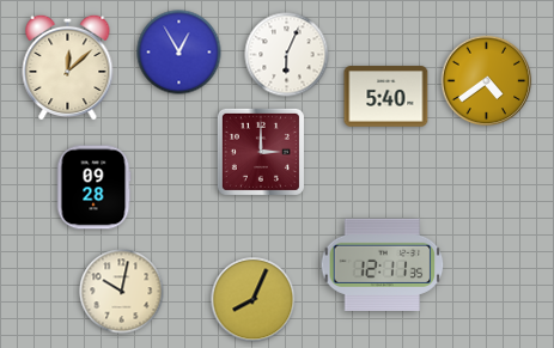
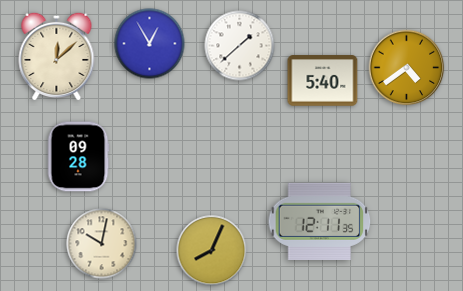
clock at (287, 55): 6:04 -> 1:38
clock at (261, 152): 3:00 -> none
